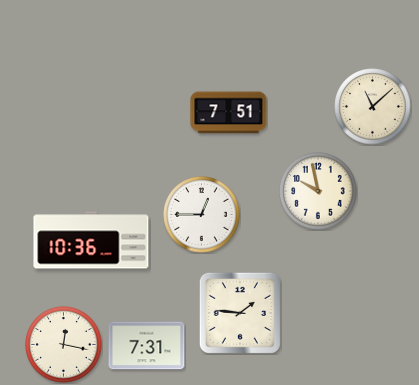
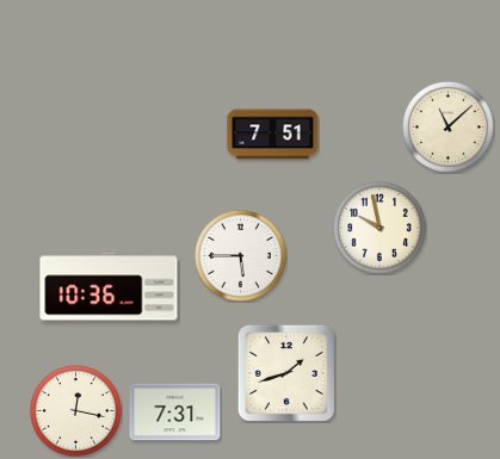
clock at (373, 107) position: (373, 107) -> (449, 128)
clock at (202, 215): 12:45 -> 5:45
clock at (240, 313): 1:46 -> 1:42
